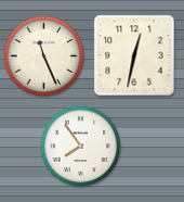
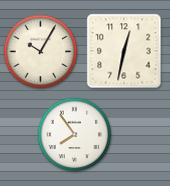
clock at (44, 56): 11:26 -> 10:05
